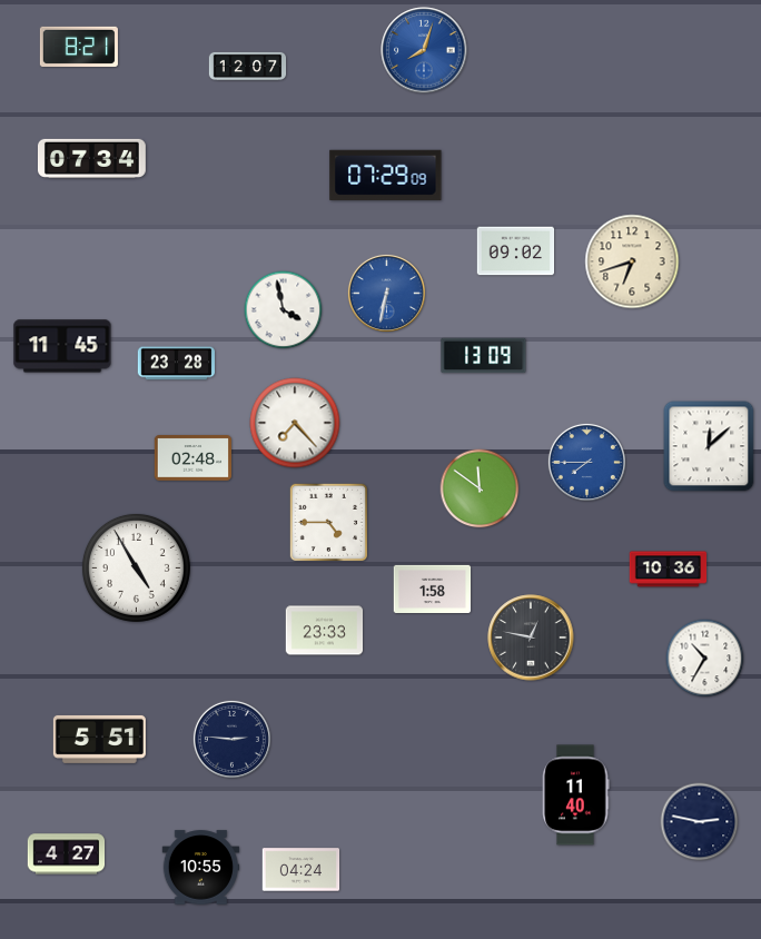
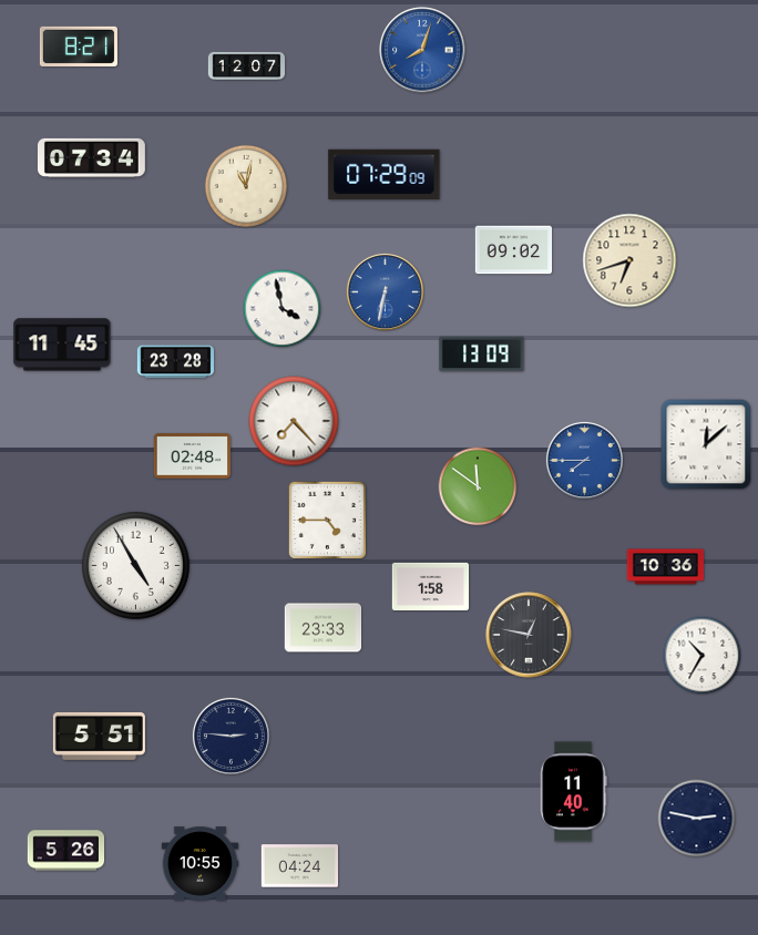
clock at (246, 186): none -> 11:02
clock at (67, 854): 4:27 -> 5:26
